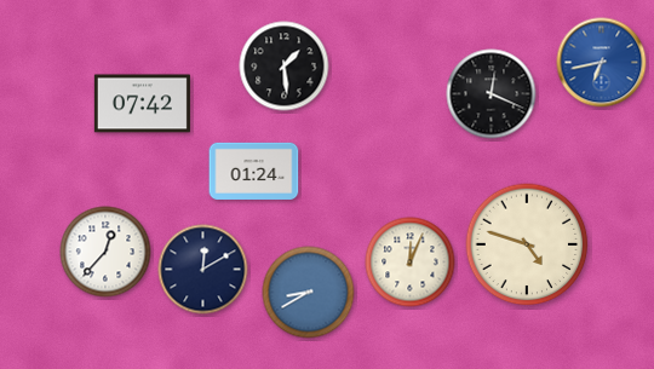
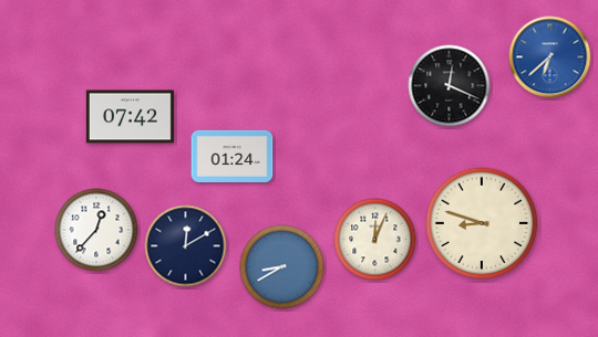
clock at (602, 63): 6:43 -> 6:38
clock at (285, 67): 1:29 -> none
clock at (142, 104) position: (142, 104) -> (130, 117)
clock at (527, 244): 4:48 -> 8:48
